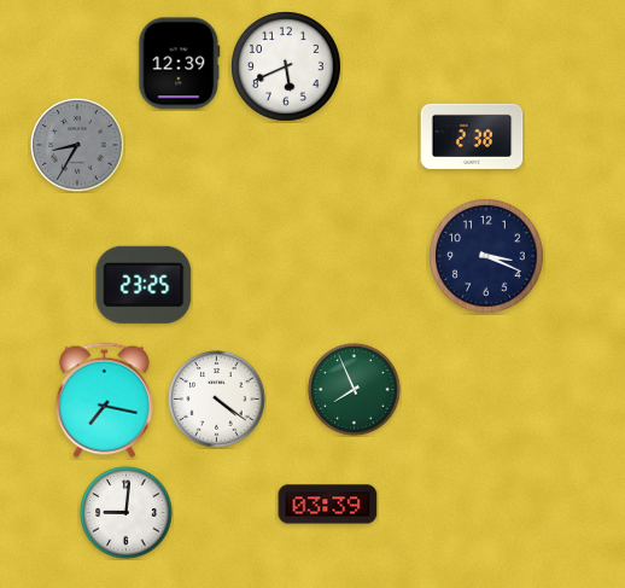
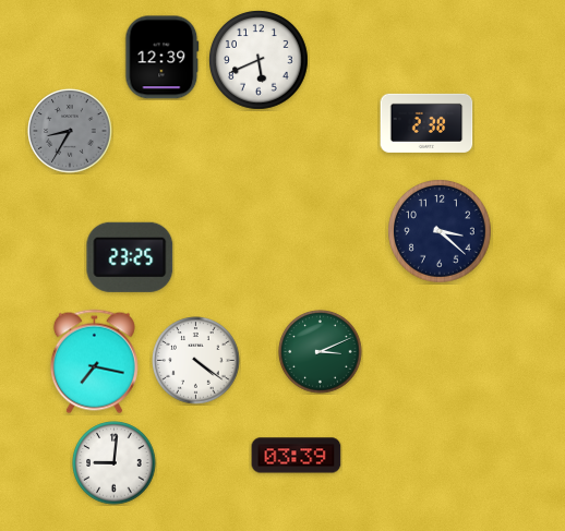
clock at (487, 257): 3:19 -> 3:22
clock at (355, 390): 7:56 -> 3:11
